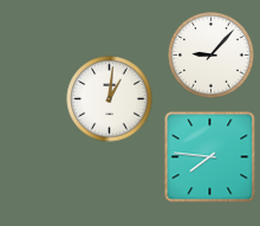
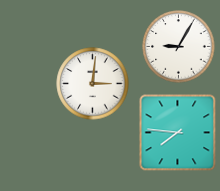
clock at (212, 56): 9:07 -> 9:05
clock at (110, 99): 1:01 -> 3:01
